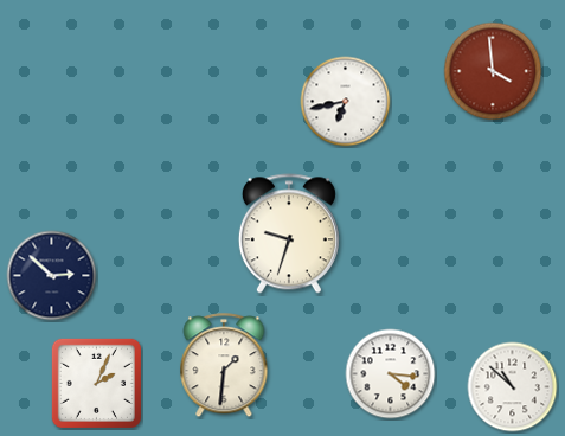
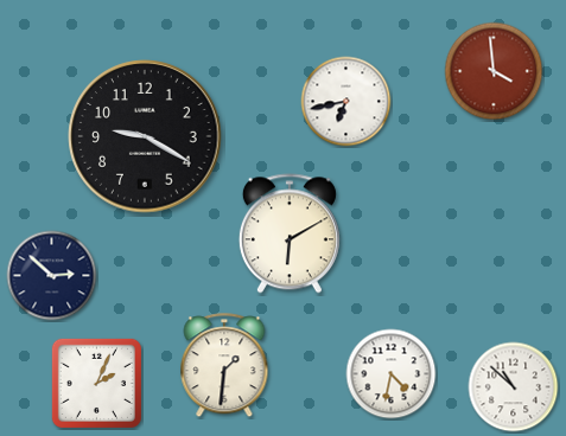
clock at (145, 136): none -> 9:20
clock at (289, 233): 9:33 -> 6:10
clock at (391, 374): 4:16 -> 4:32
